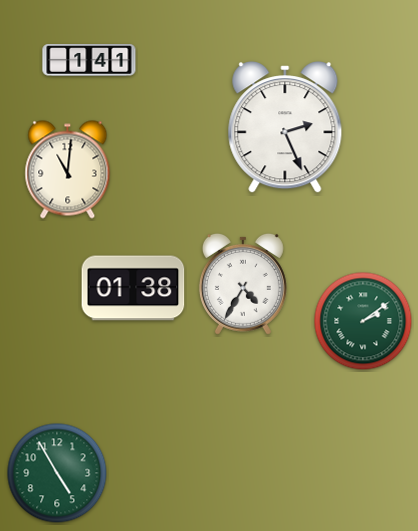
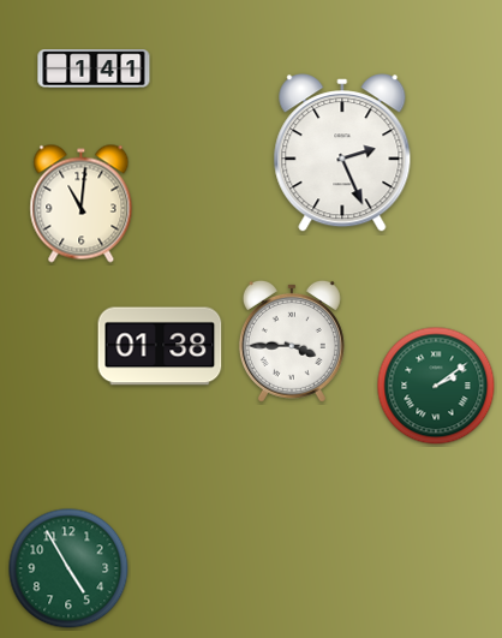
clock at (89, 60) position: (89, 60) -> (94, 68)
clock at (243, 284): 4:35 -> 3:45
